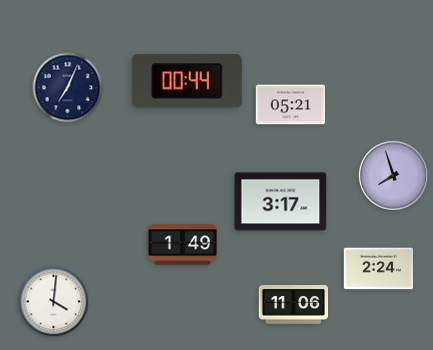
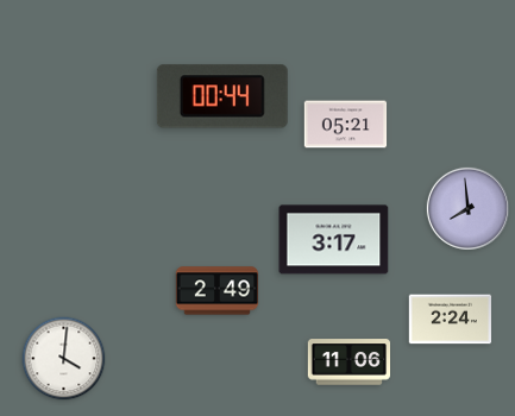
clock at (68, 88): 7:04 -> none
clock at (393, 175): 7:57 -> 7:59
clock at (183, 245): 1:49 -> 2:49
